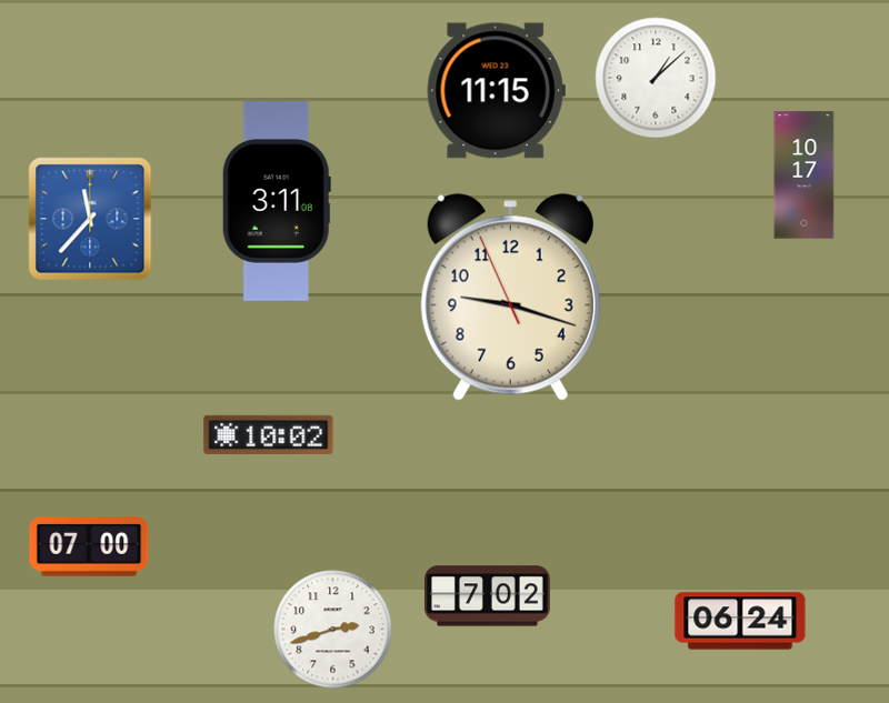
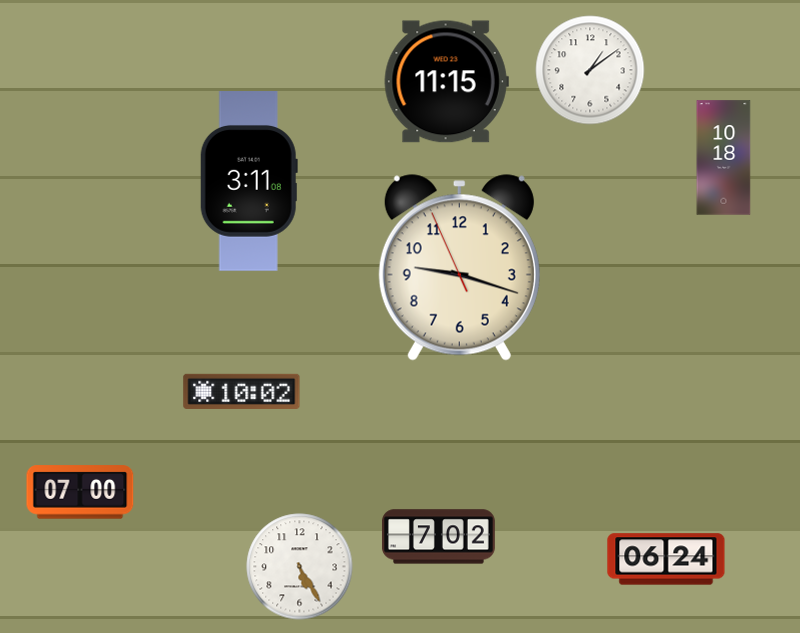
clock at (656, 78): 1:08 -> 1:09
clock at (805, 175): 10:17 -> 10:18
clock at (90, 219): 11:37 -> none
clock at (333, 630): 2:42 -> 5:25
